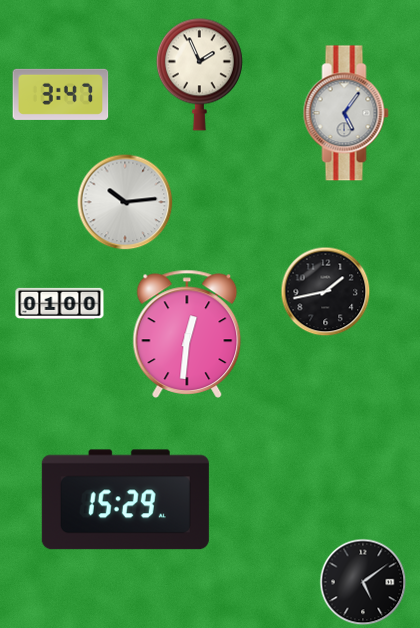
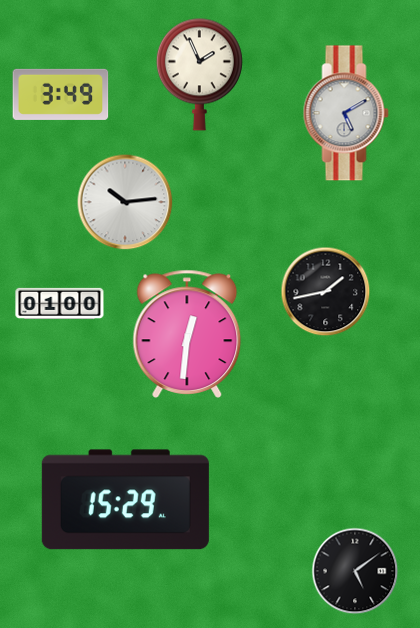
clock at (61, 94): 3:47 -> 3:49
clock at (346, 113): 5:06 -> 5:10
clock at (363, 582) position: (363, 582) -> (355, 571)
